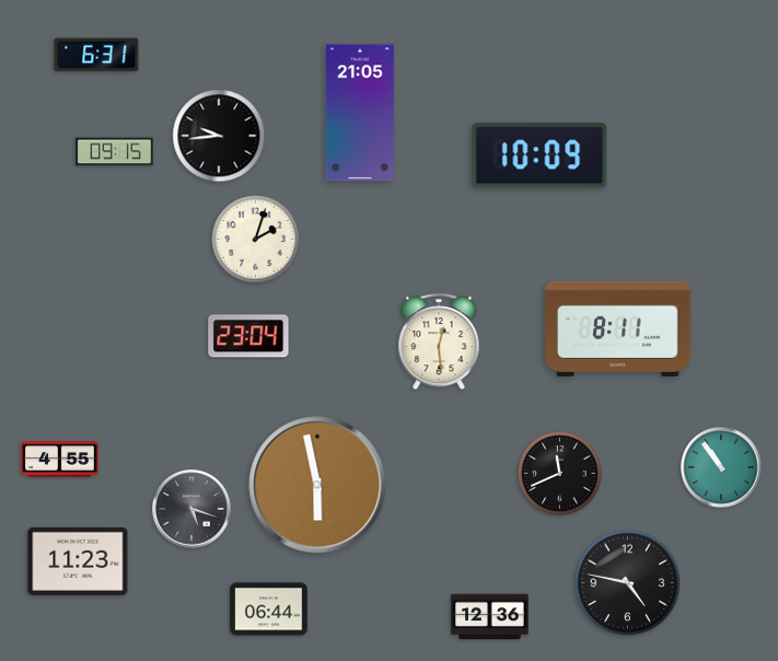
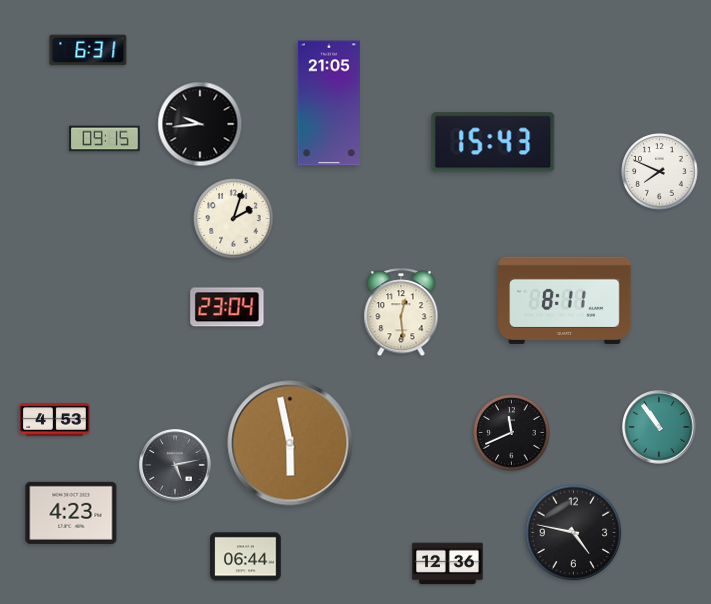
clock at (539, 155): 10:09 -> 15:43
clock at (660, 172): none -> 7:49
clock at (60, 460): 4:55 -> 4:53
clock at (191, 509): 5:18 -> 5:13
clock at (78, 561): 11:23 -> 4:23
